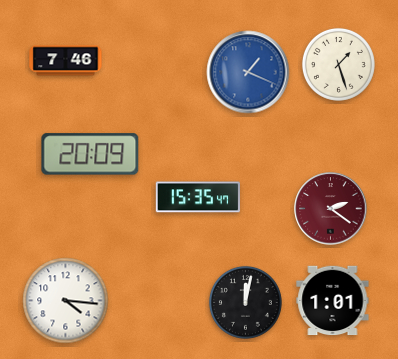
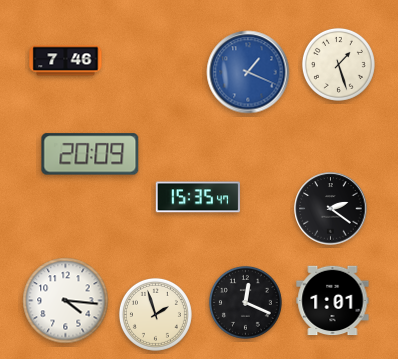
clock at (331, 209) dial: burgundy -> black
clock at (245, 302): 12:02 -> 12:19
clock at (155, 314): none -> 1:57
